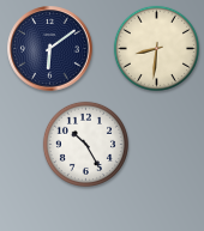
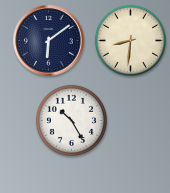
clock at (50, 49) position: (50, 49) -> (49, 41)
